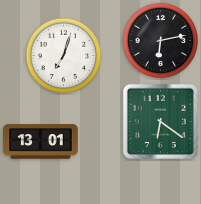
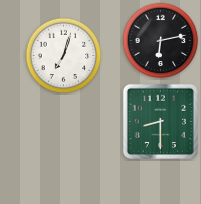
clock at (160, 121): 6:21 -> 8:30
clock at (41, 142): 13:01 -> none
